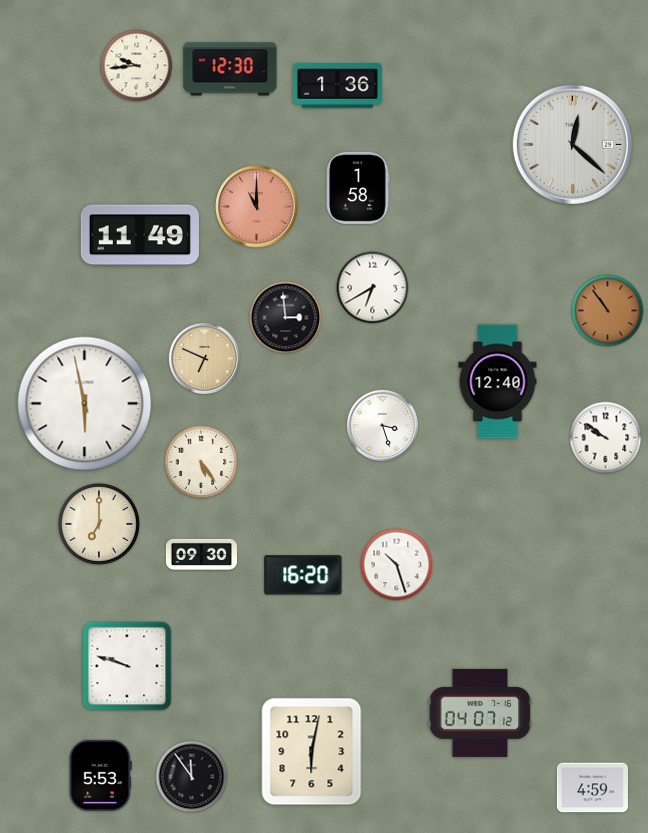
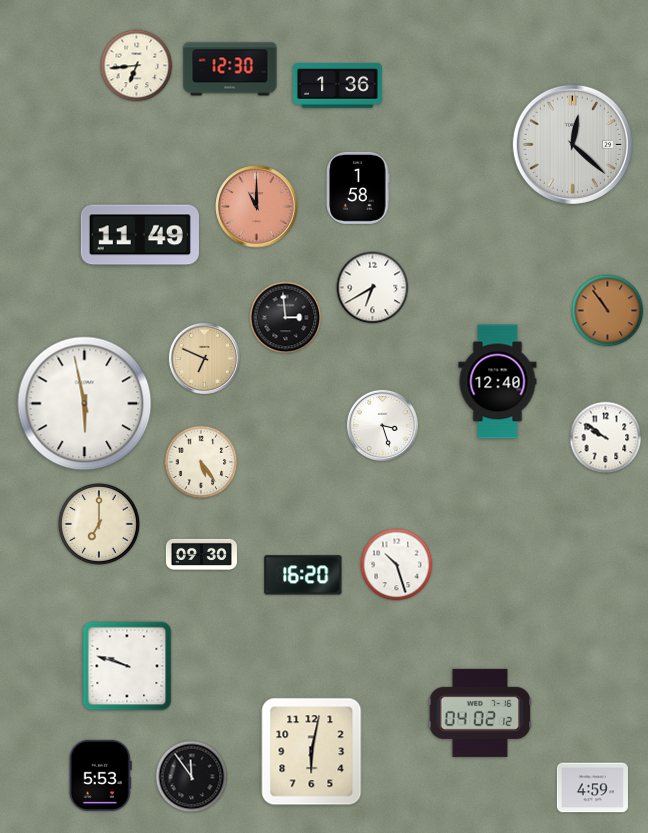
clock at (137, 66): 9:44 -> 6:44
clock at (480, 713): 04:07 -> 04:02
